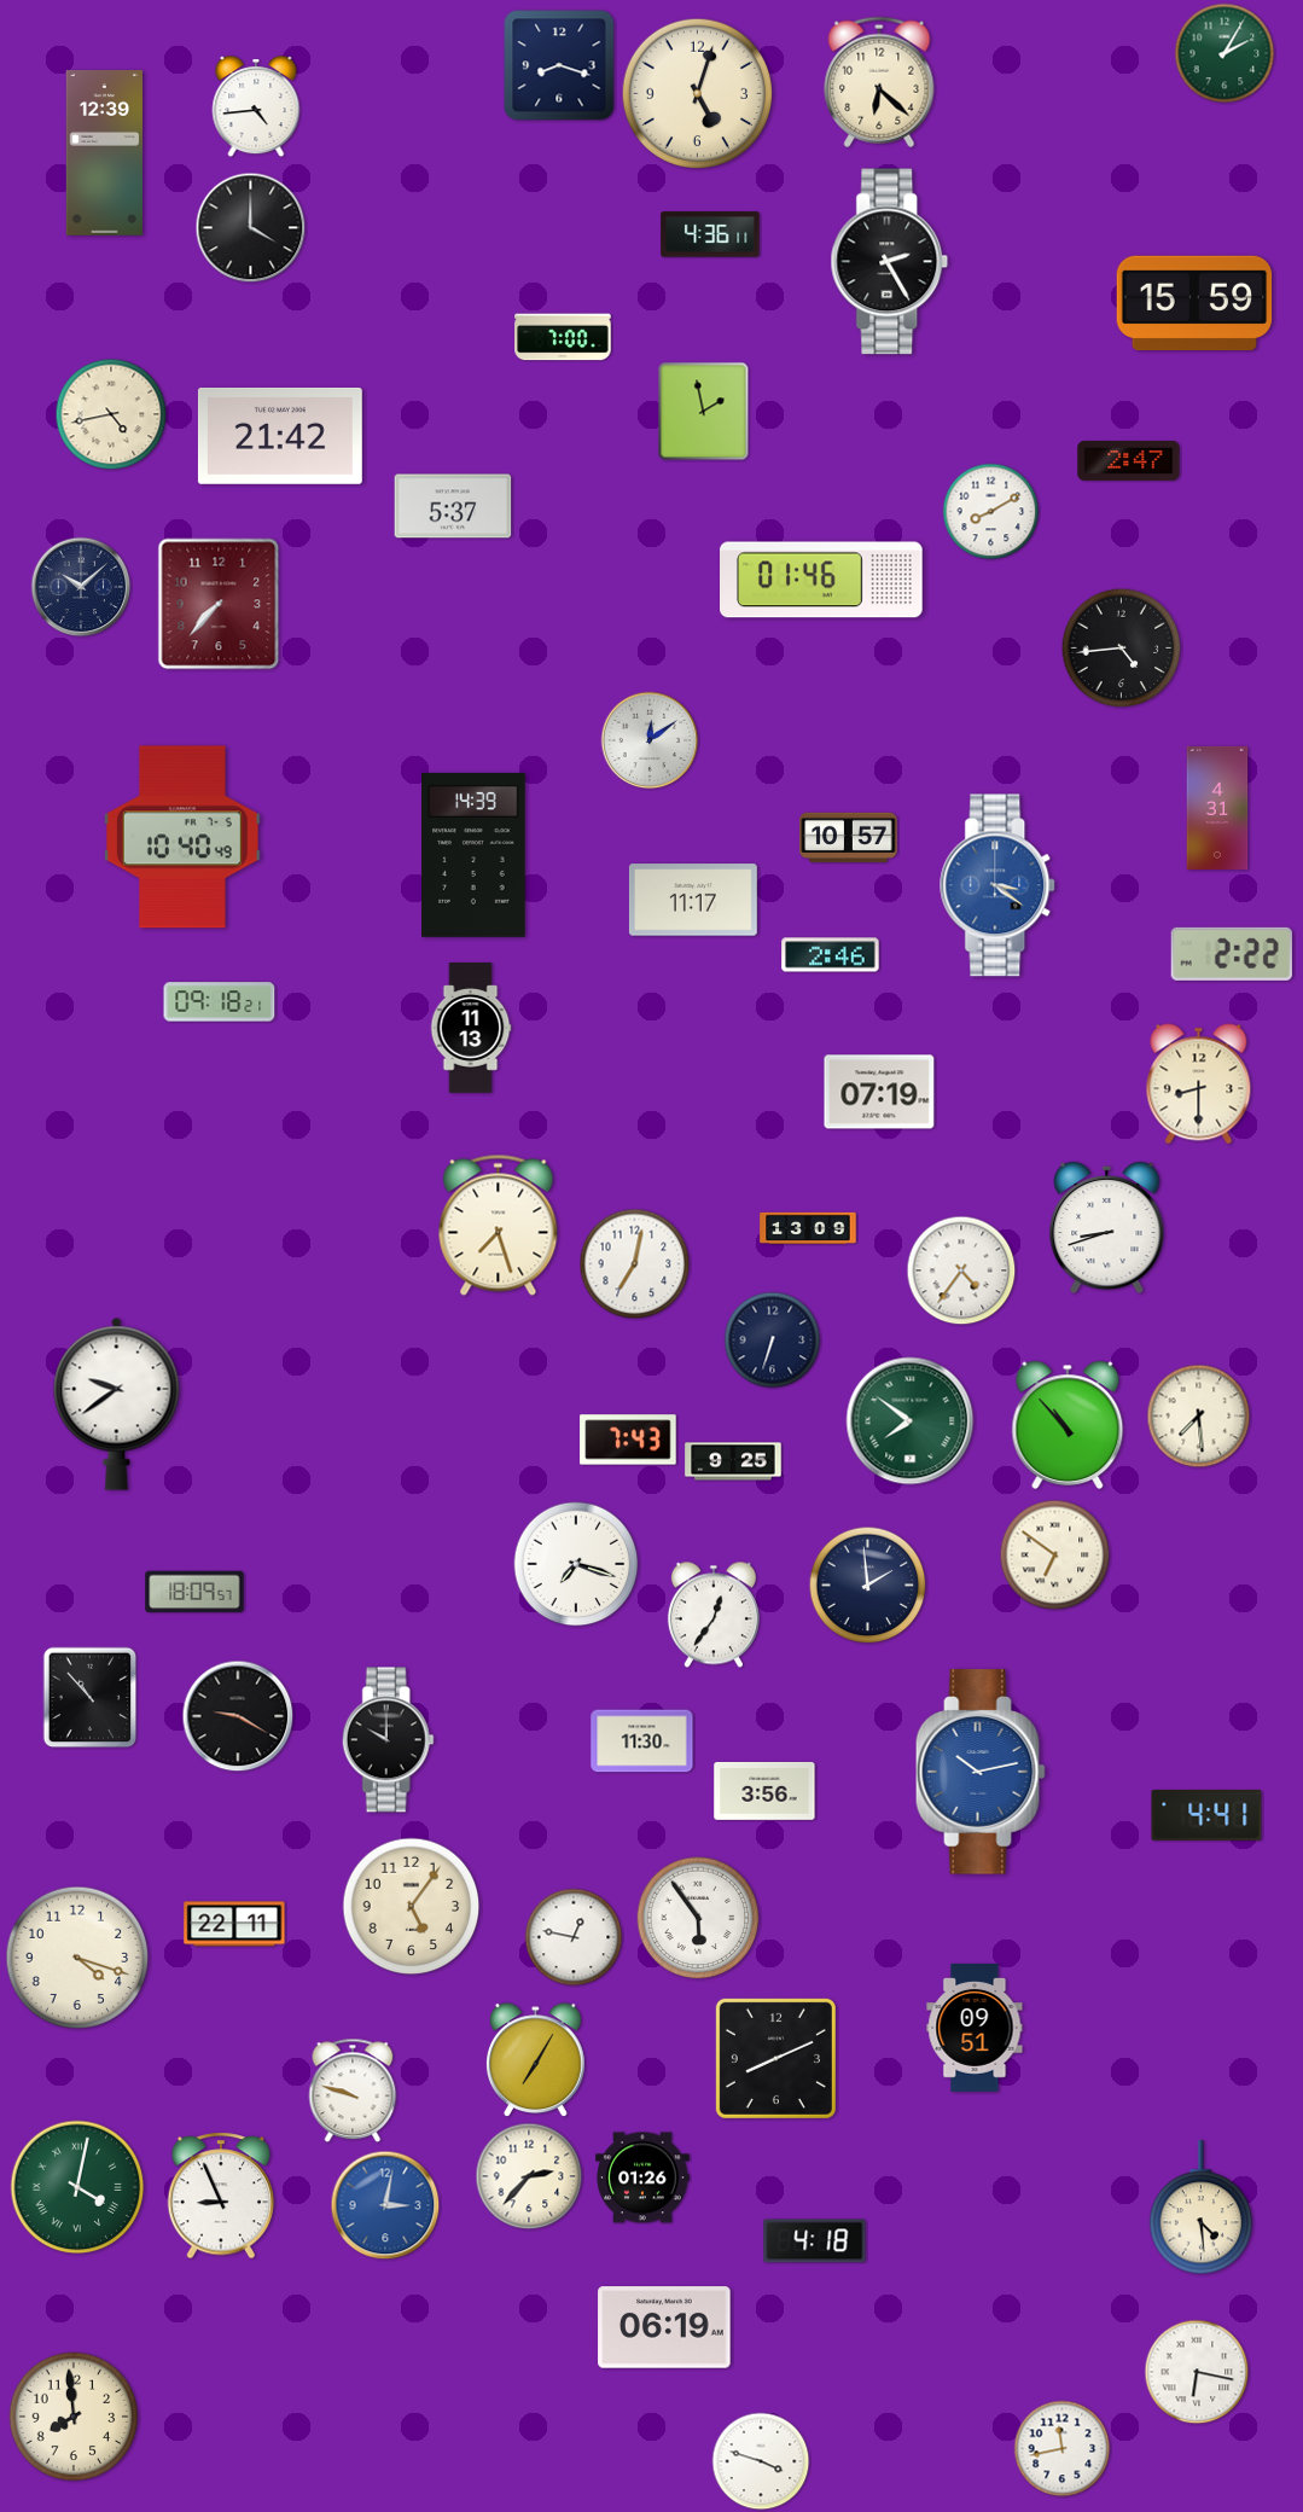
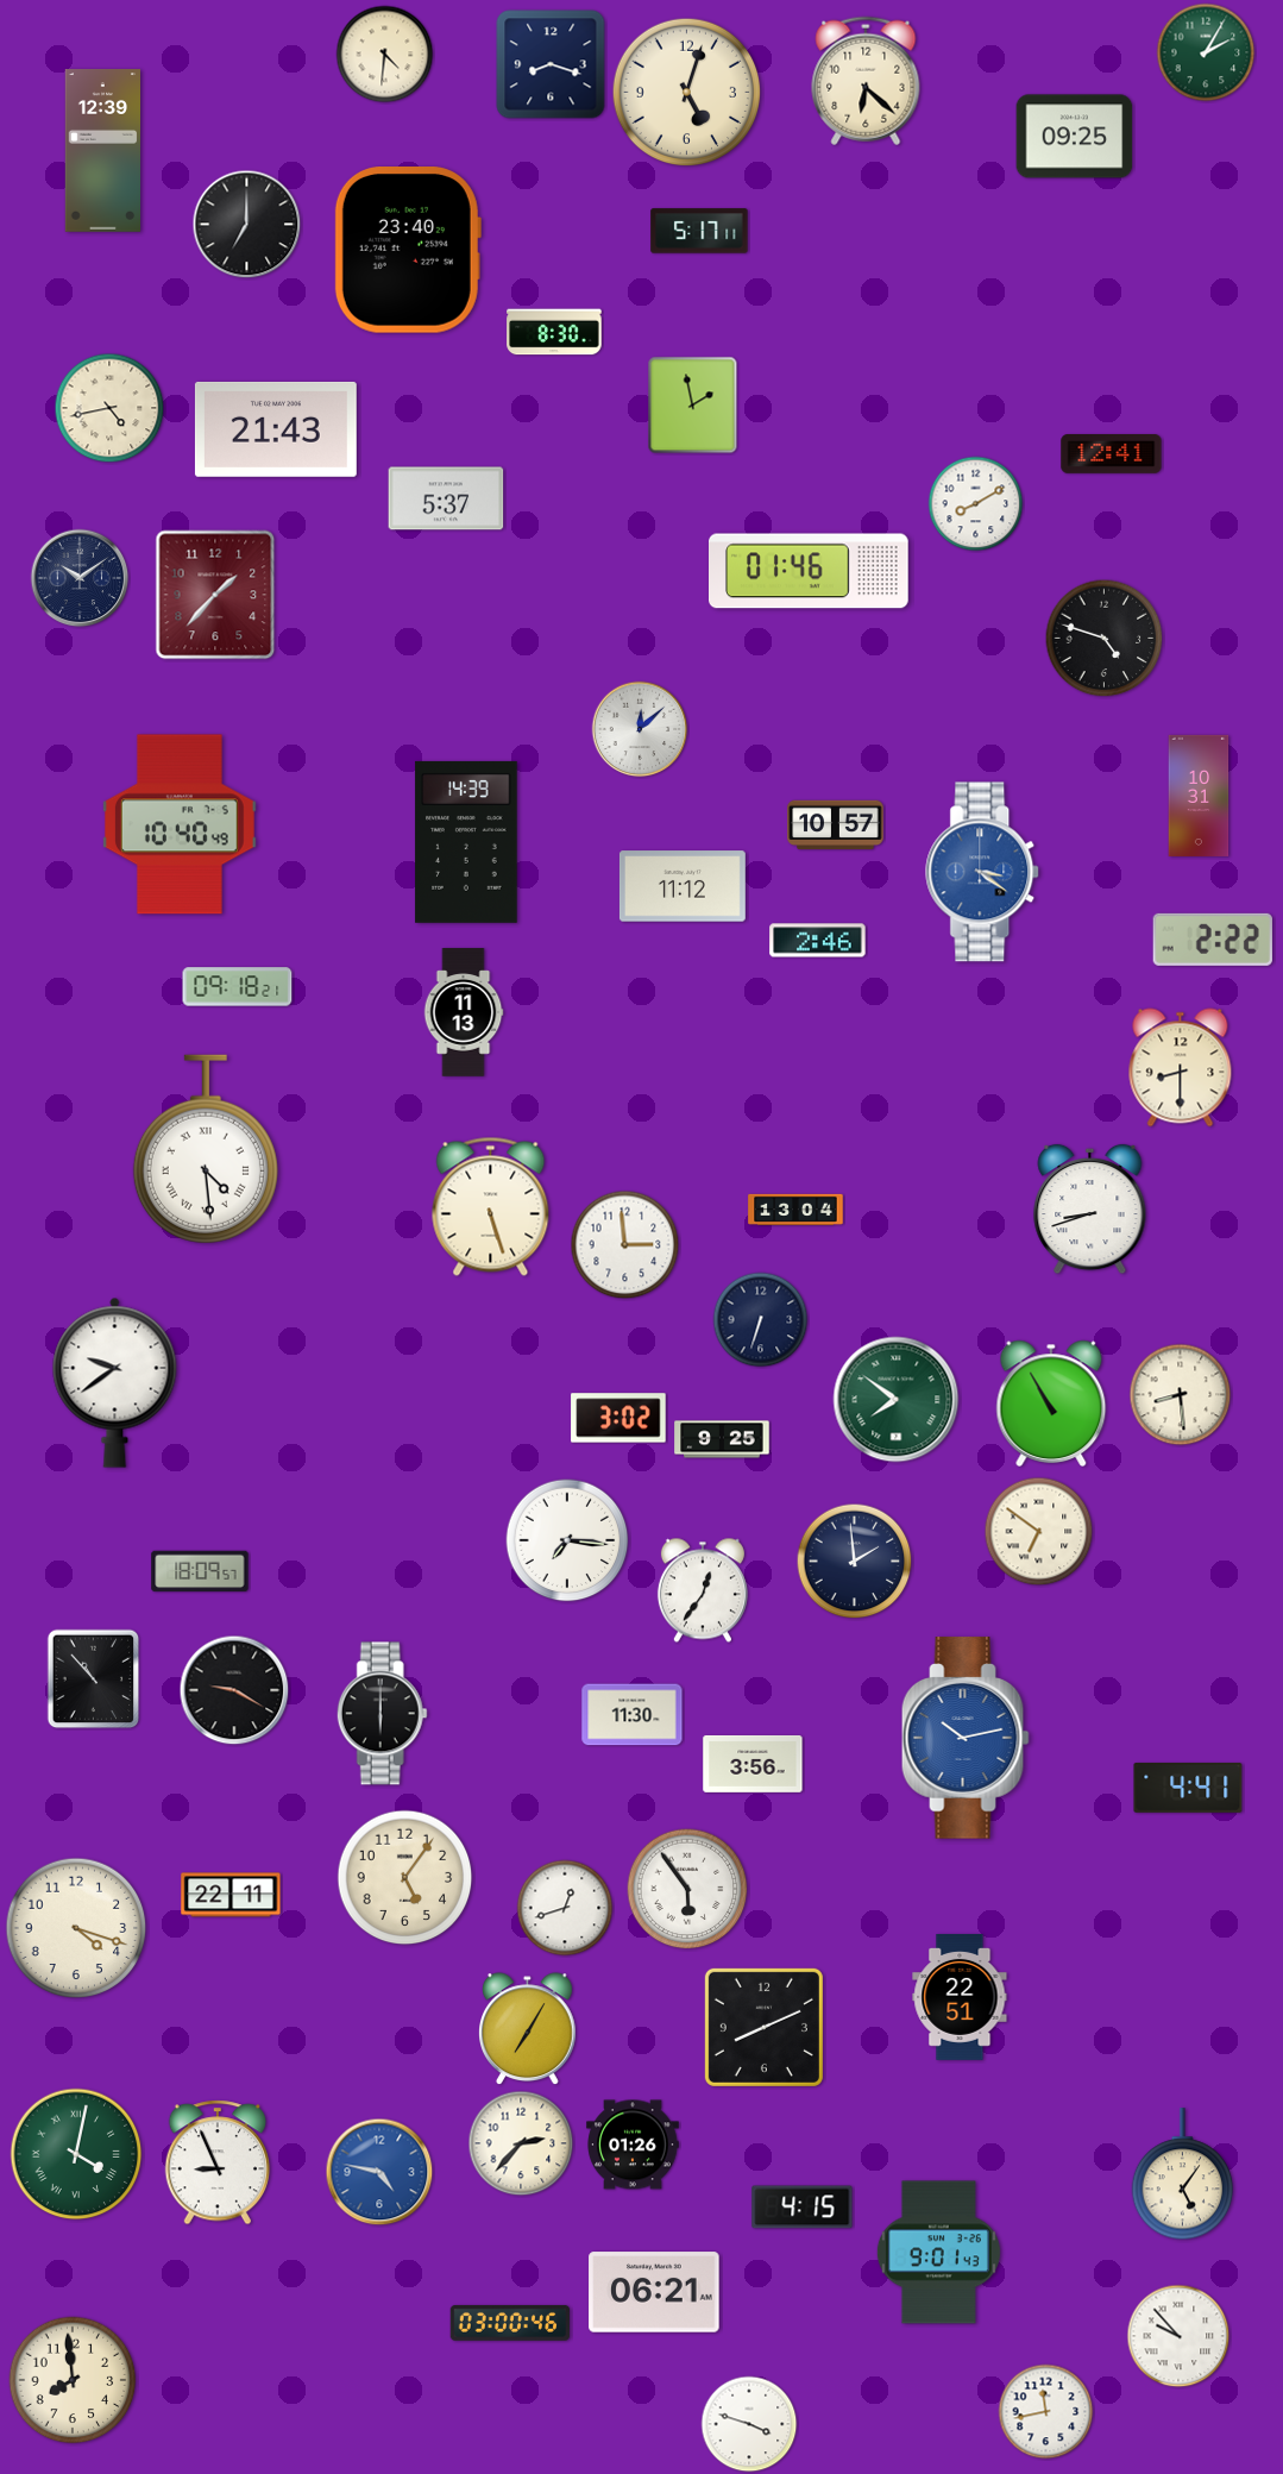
clock at (385, 55): none -> 4:31
clock at (256, 107): 4:44 -> none
clock at (1075, 137): none -> 09:25
clock at (251, 228): 4:00 -> 7:00
clock at (710, 234): 4:36 -> 5:17
clock at (408, 251): none -> 23:40
clock at (890, 262): 2:25 -> none
clock at (1194, 302): 15:59 -> none
clock at (563, 337): 7:00 -> 8:30
clock at (280, 436): 21:42 -> 21:43
clock at (1129, 461): 2:47 -> 12:41
clock at (81, 587): 10:08 -> 10:09
clock at (219, 604): 7:37 -> 1:37
clock at (1122, 649): 4:44 -> 4:48
clock at (650, 740): 12:09 -> 12:08
clock at (1217, 808): 4:31 -> 10:31
clock at (693, 900): 11:17 -> 11:12
clock at (220, 1002) position: (220, 1002) -> (238, 987)
clock at (879, 1092): 07:19 -> none
clock at (206, 1149): none -> 4:29
clock at (499, 1225): 7:27 -> 5:27
clock at (808, 1228): 13:09 -> 13:04
clock at (635, 1264): 7:02 -> 2:59
clock at (961, 1270): 4:36 -> none
clock at (1199, 1417): 7:29 -> 8:29
clock at (1068, 1424): 10:53 -> 10:55
clock at (628, 1440): 7:43 -> 3:02
clock at (576, 1564): 7:18 -> 7:16
clock at (194, 1592) position: (194, 1592) -> (200, 1571)
clock at (91, 1698) position: (91, 1698) -> (94, 1679)
clock at (388, 1740): 10:00 -> 6:00
clock at (981, 1772) position: (981, 1772) -> (966, 1738)
clock at (574, 1937): 12:47 -> 12:42
clock at (975, 2028): 09:51 -> 22:51
clock at (353, 2091): 9:48 -> none
clock at (385, 2205): 3:02 -> 4:47
clock at (1202, 2208): 4:29 -> 5:06
clock at (815, 2241): 4:18 -> 4:15
clock at (938, 2253): none -> 9:01
clock at (664, 2327): 06:19 -> 06:21
clock at (509, 2323): none -> 03:00
clock at (1197, 2372): 6:17 -> 9:53
